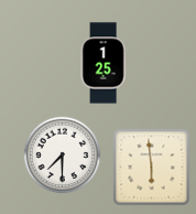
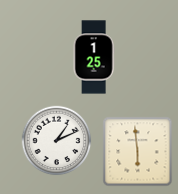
clock at (63, 156): 7:30 -> 1:11
